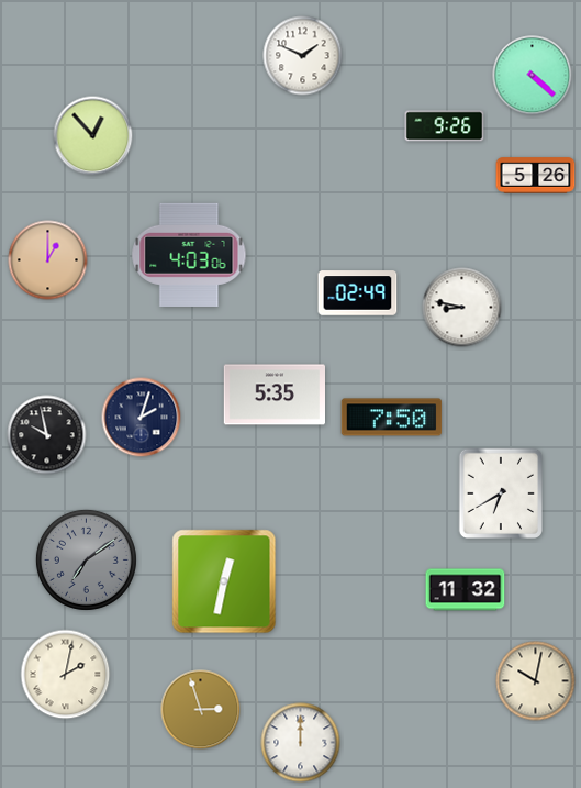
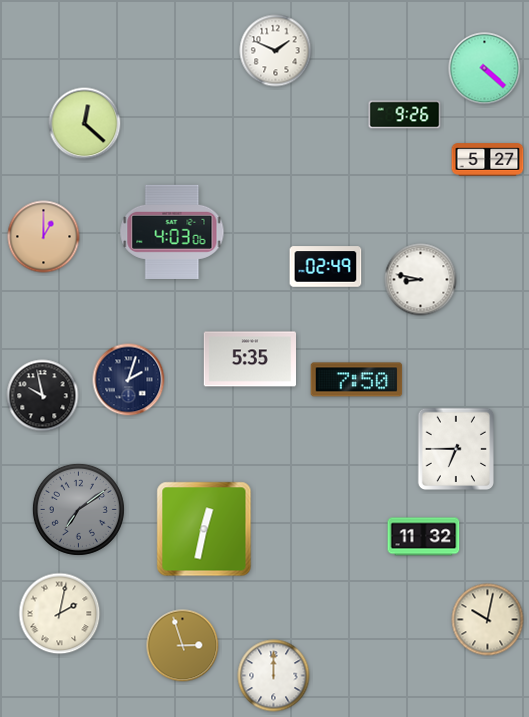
clock at (93, 136): 12:53 -> 12:22
clock at (536, 176): 5:26 -> 5:27
clock at (500, 493): 6:40 -> 6:45
